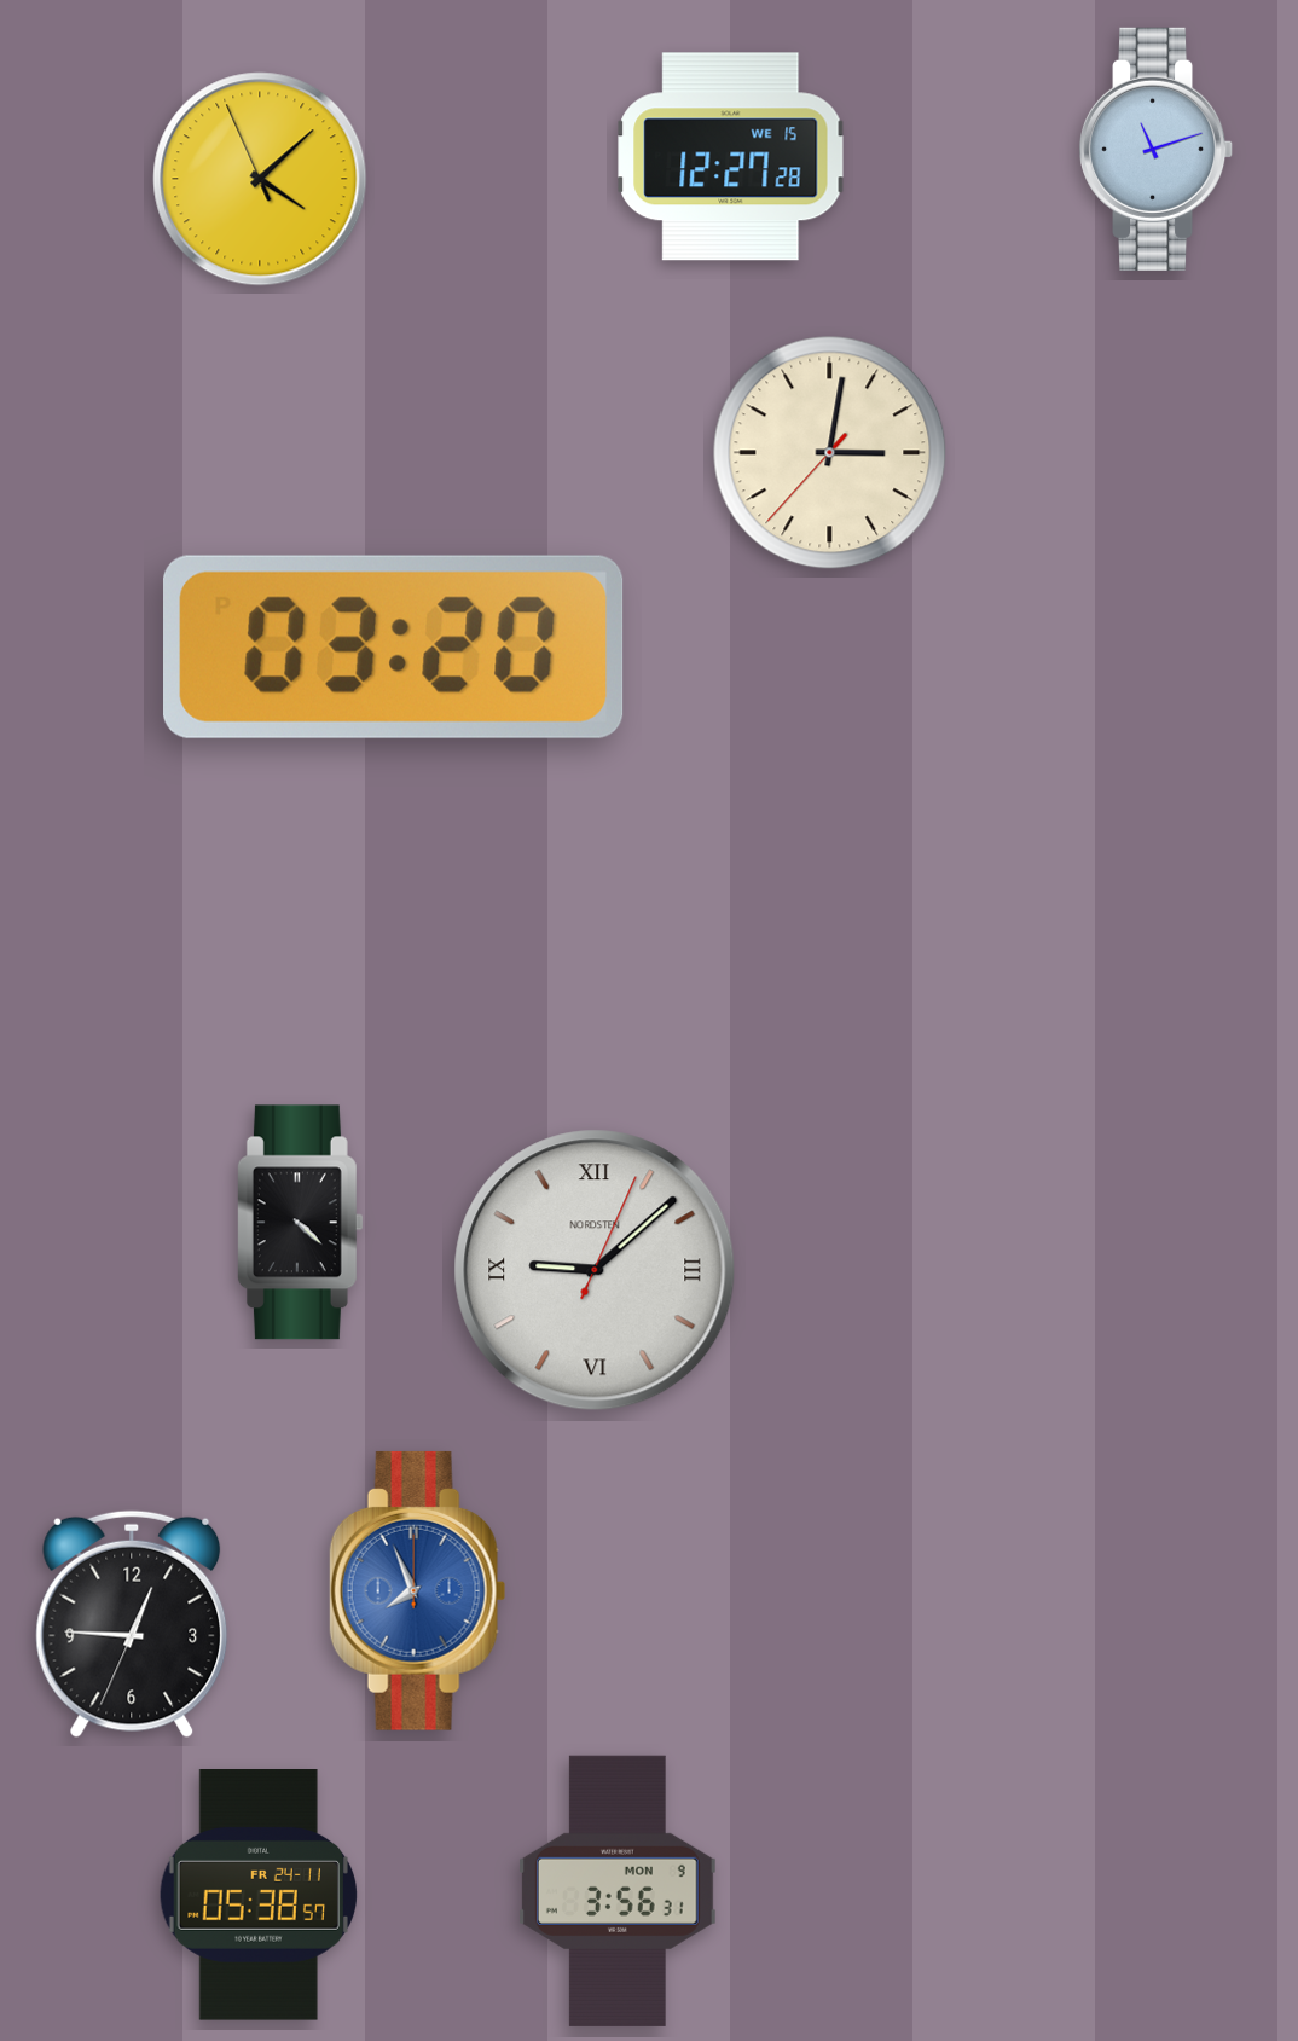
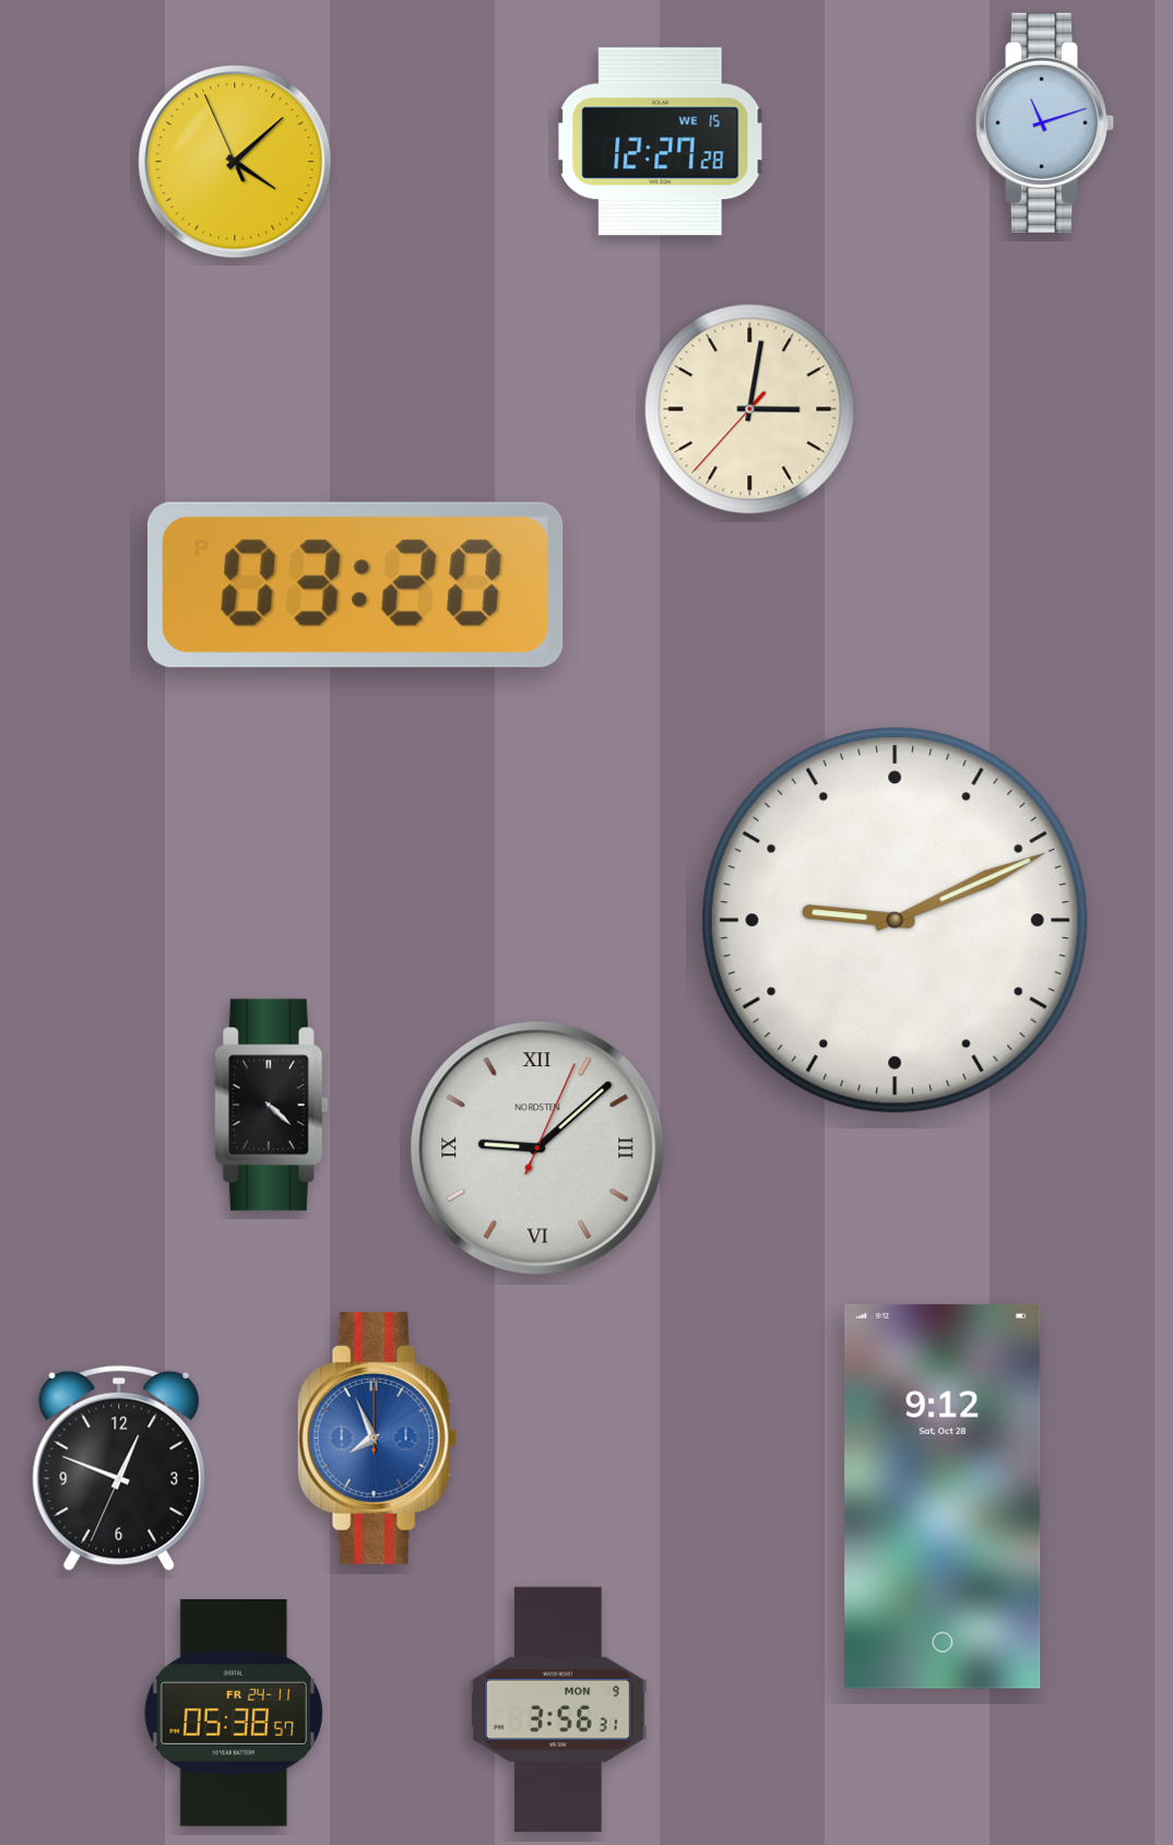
clock at (1158, 149) position: (1158, 149) -> (1046, 122)
clock at (894, 920): none -> 9:11
clock at (132, 1624): 12:45 -> 12:48
clock at (943, 1497): none -> 9:12
